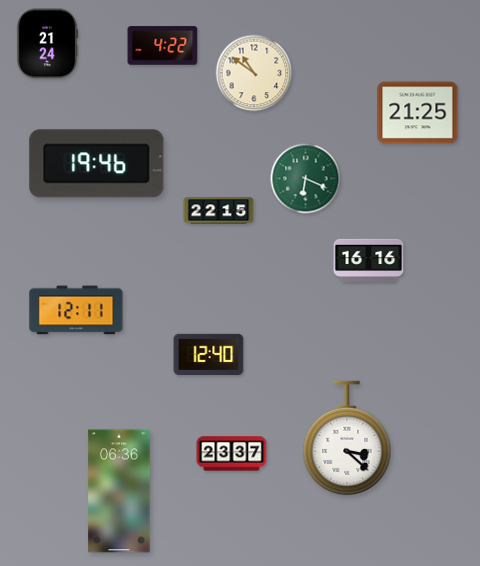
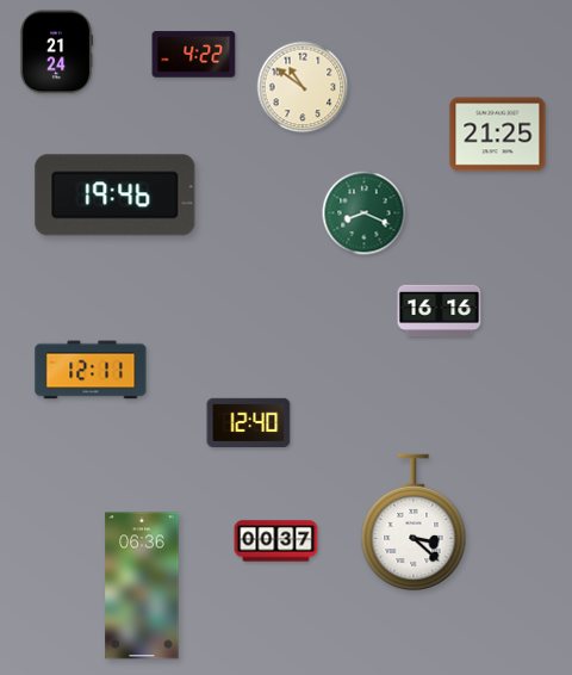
clock at (306, 179): 6:19 -> 8:19
clock at (219, 211): 22:15 -> none
clock at (232, 454): 23:37 -> 00:37
